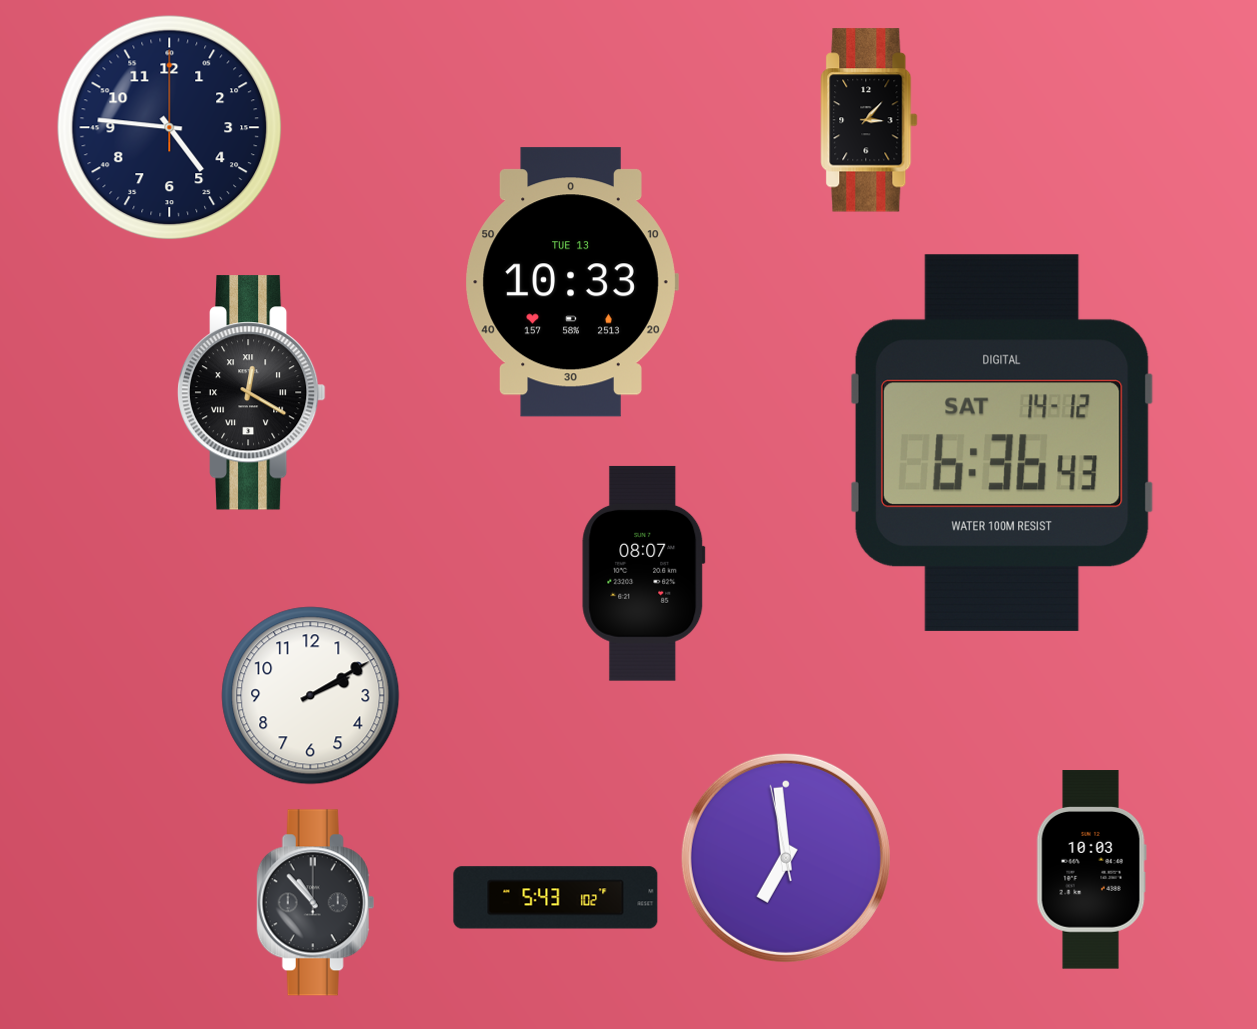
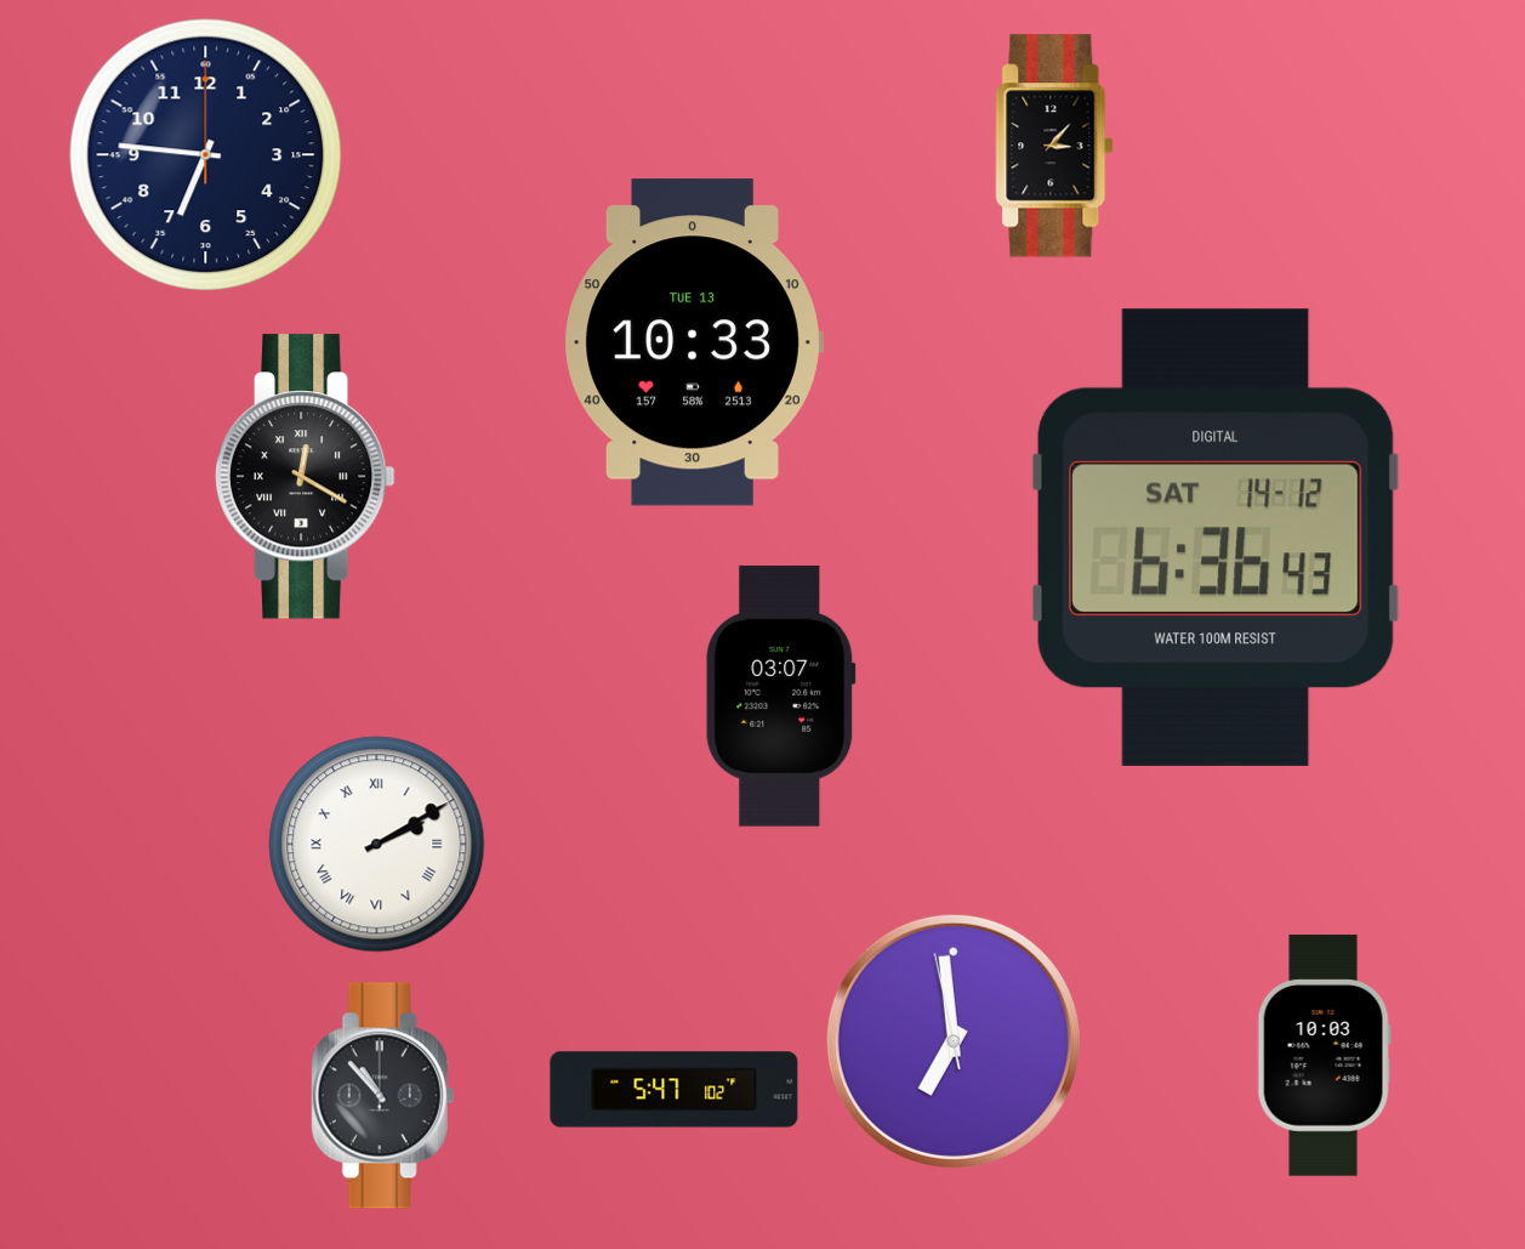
clock at (170, 128): 4:46 -> 6:46
clock at (644, 573): 08:07 -> 03:07
clock at (311, 696) numerals: Arabic -> Roman
clock at (556, 898): 5:43 -> 5:47
